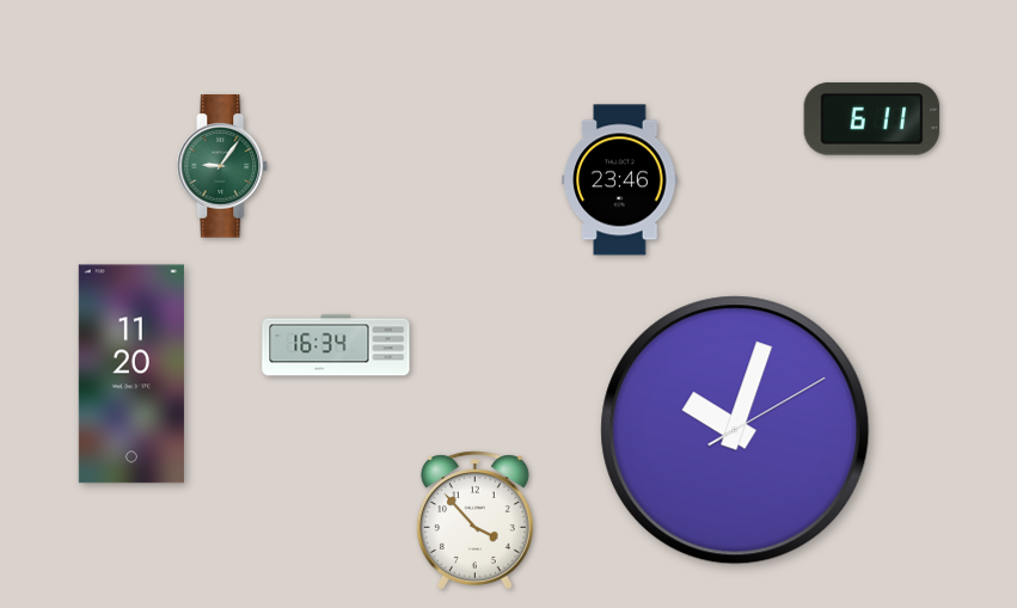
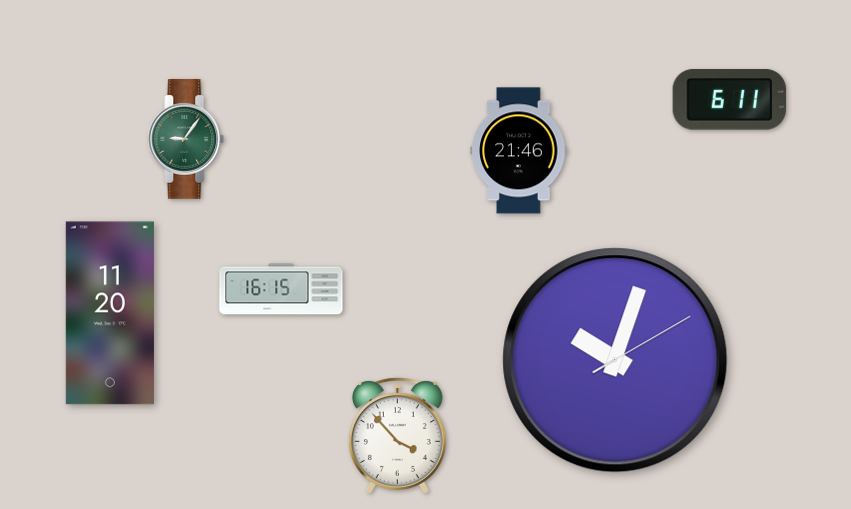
clock at (620, 180): 23:46 -> 21:46
clock at (336, 345): 16:34 -> 16:15
